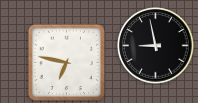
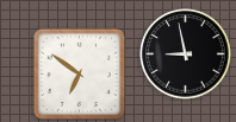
clock at (66, 62): 6:47 -> 6:51
